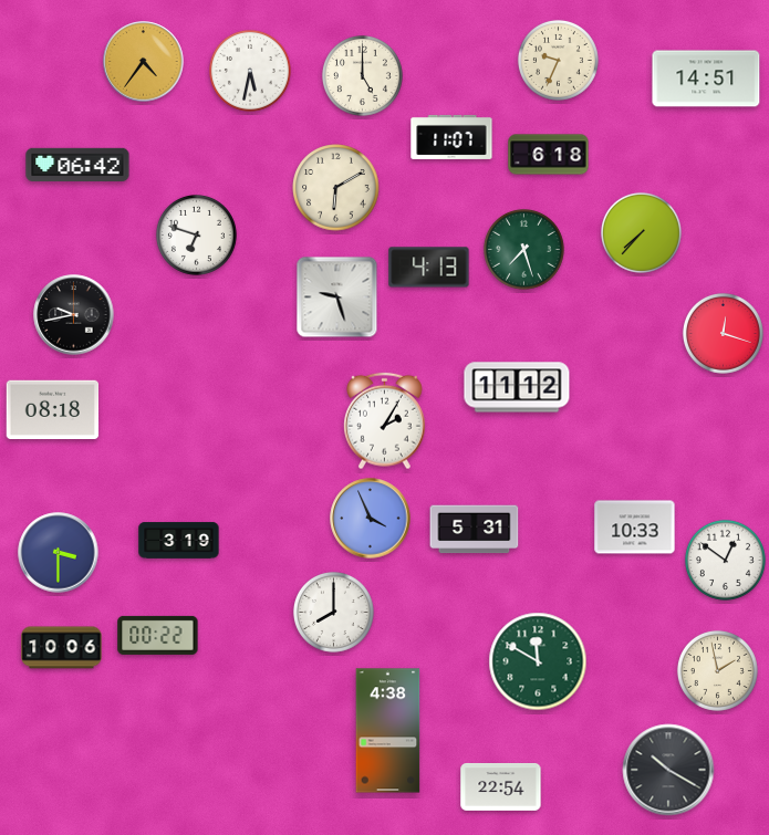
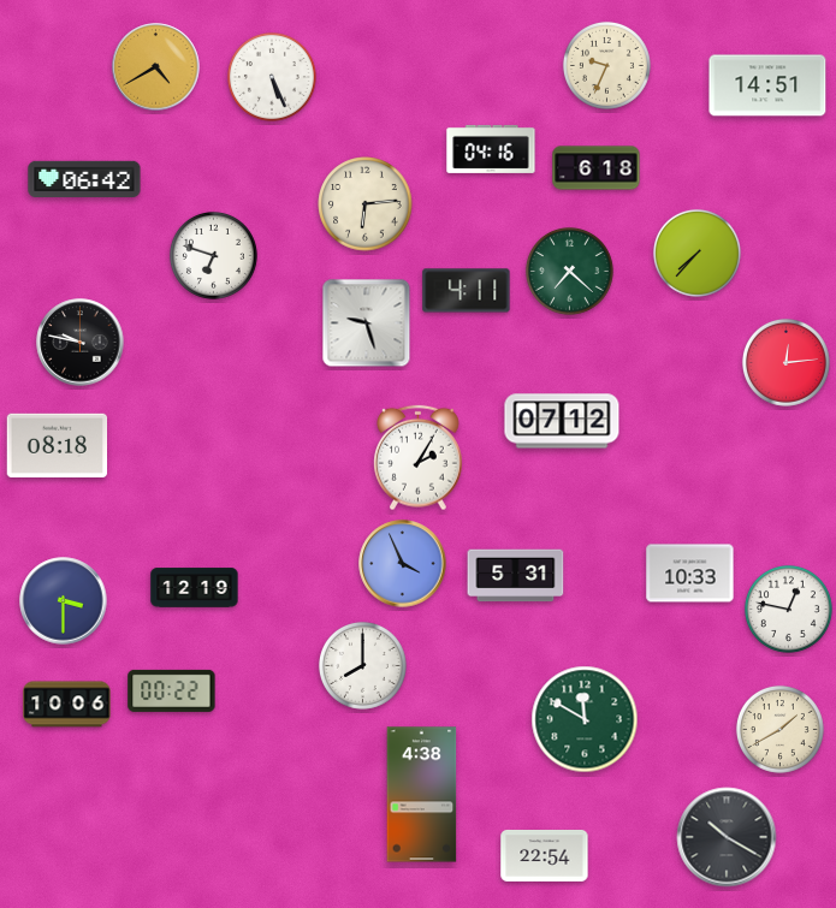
clock at (144, 62): 4:36 -> 4:40
clock at (251, 72): 5:32 -> 5:26
clock at (362, 75): 5:00 -> none
clock at (451, 137): 11:07 -> 04:16
clock at (336, 188): 6:10 -> 6:14
clock at (523, 249): 7:27 -> 7:22
clock at (429, 268): 4:13 -> 4:11
clock at (74, 315): 9:43 -> 9:47
clock at (723, 333): 12:18 -> 12:14
clock at (517, 387): 11:12 -> 07:12
clock at (179, 541): 3:19 -> 12:19
clock at (725, 560): 12:51 -> 12:47
clock at (717, 670): 1:58 -> 1:40
